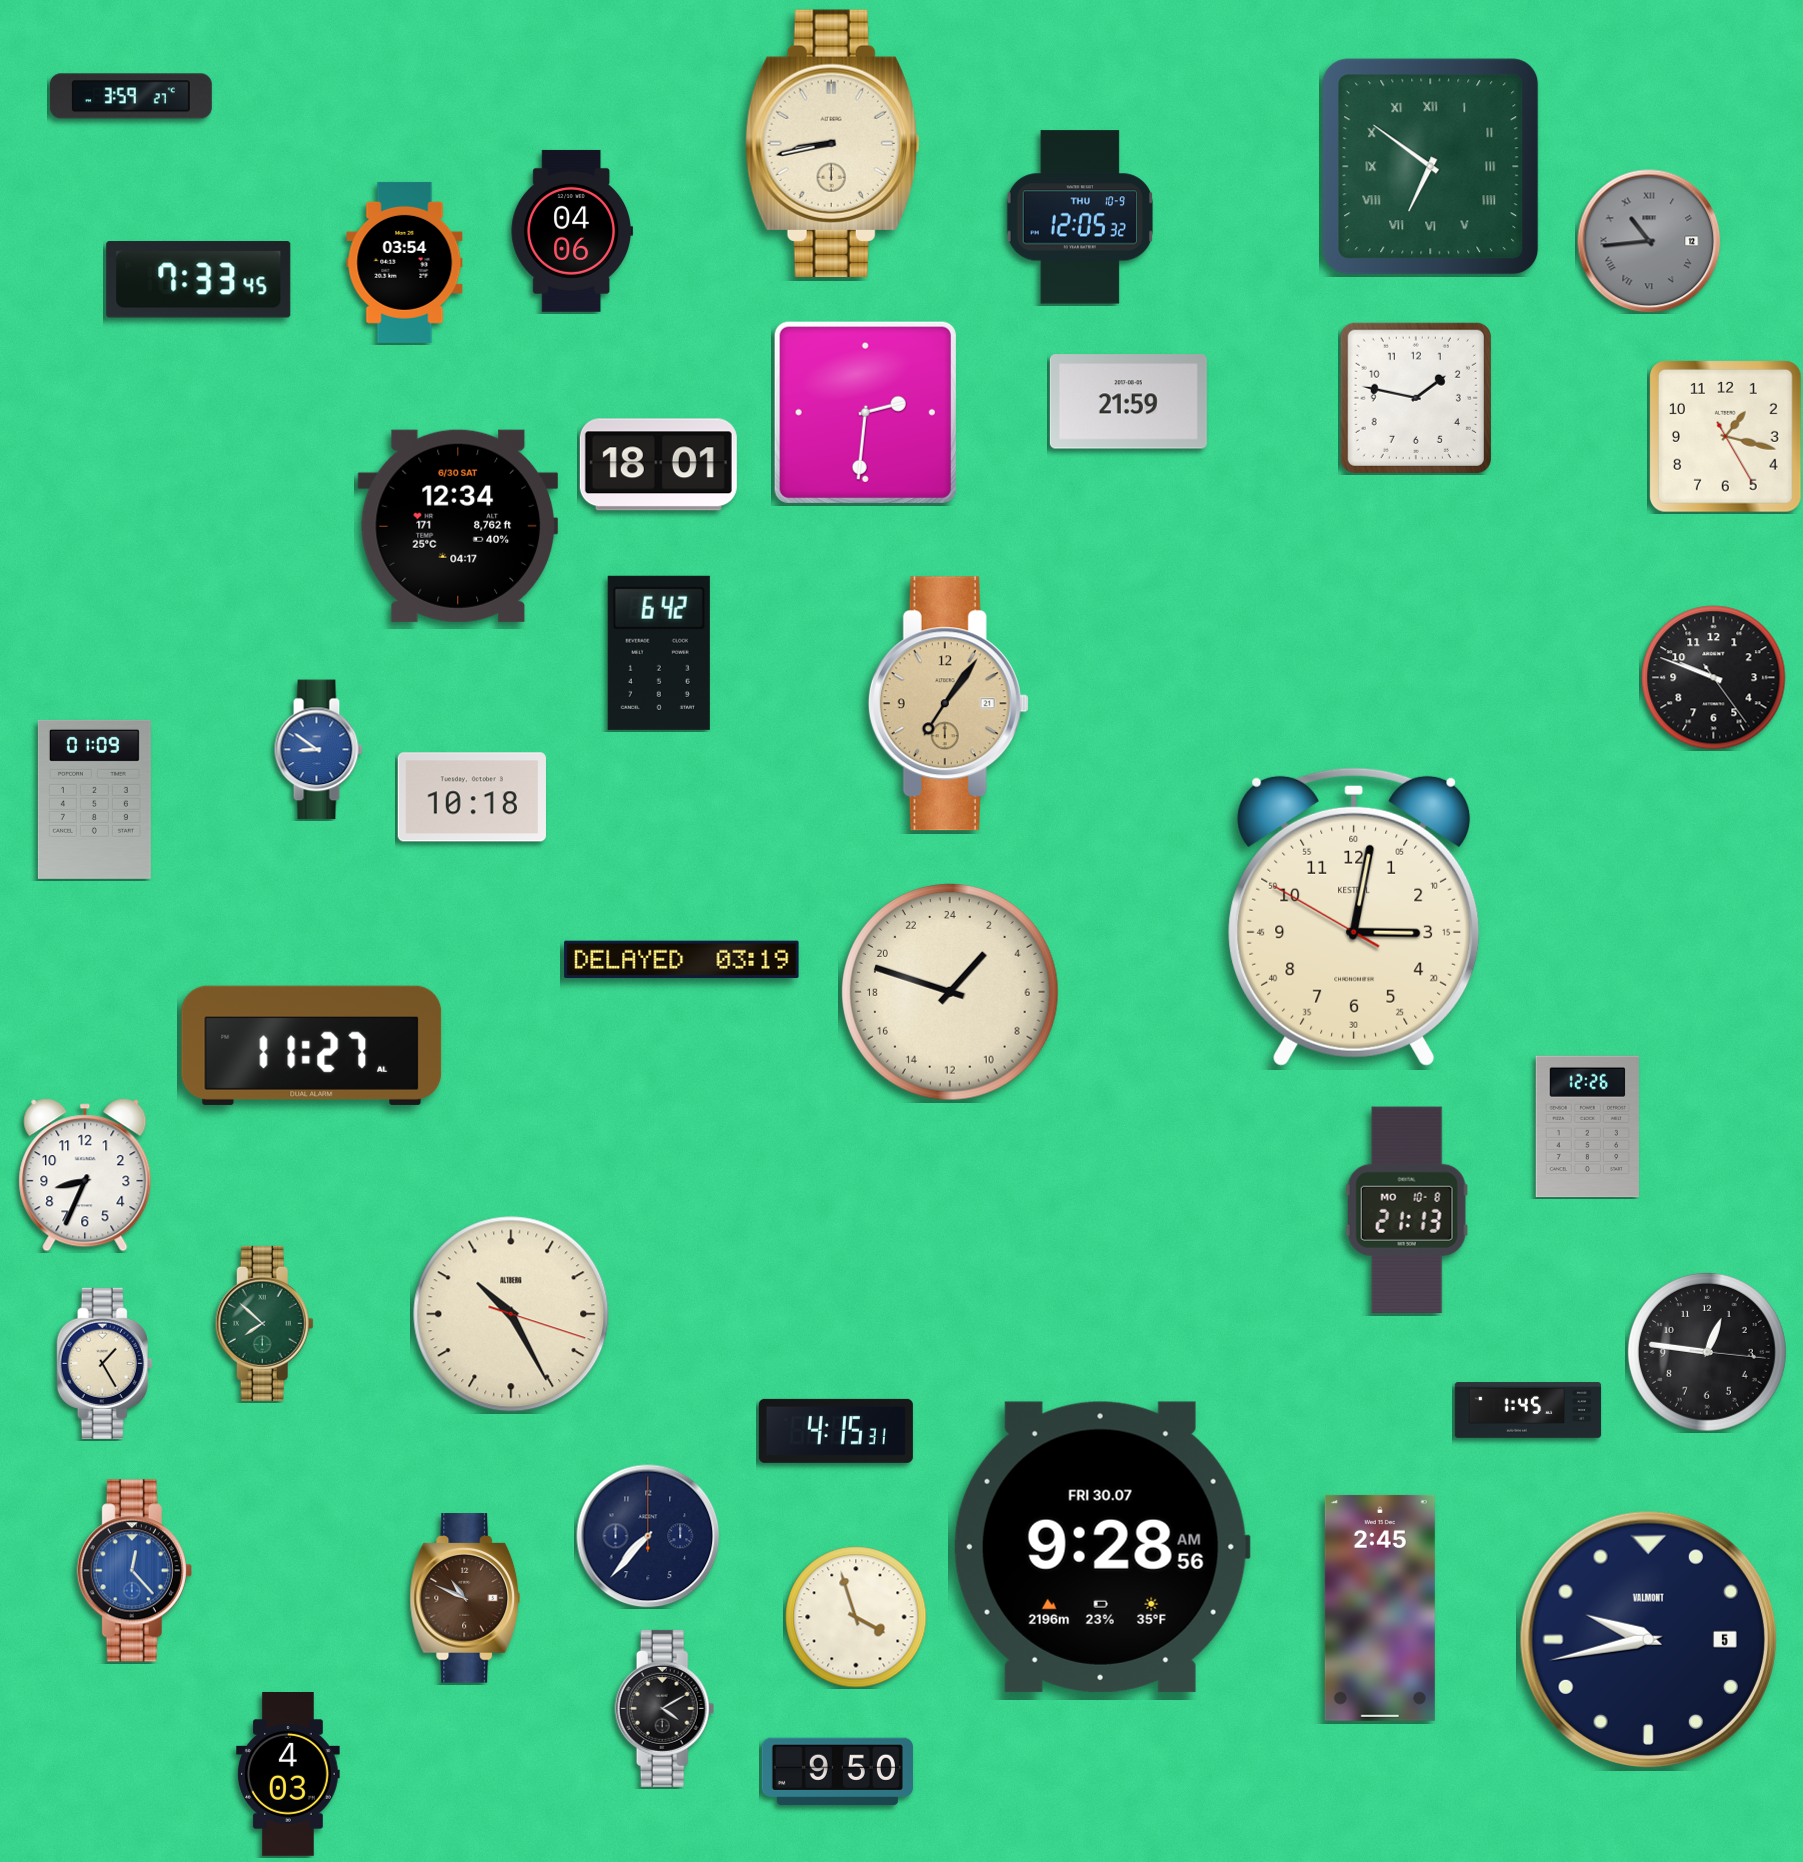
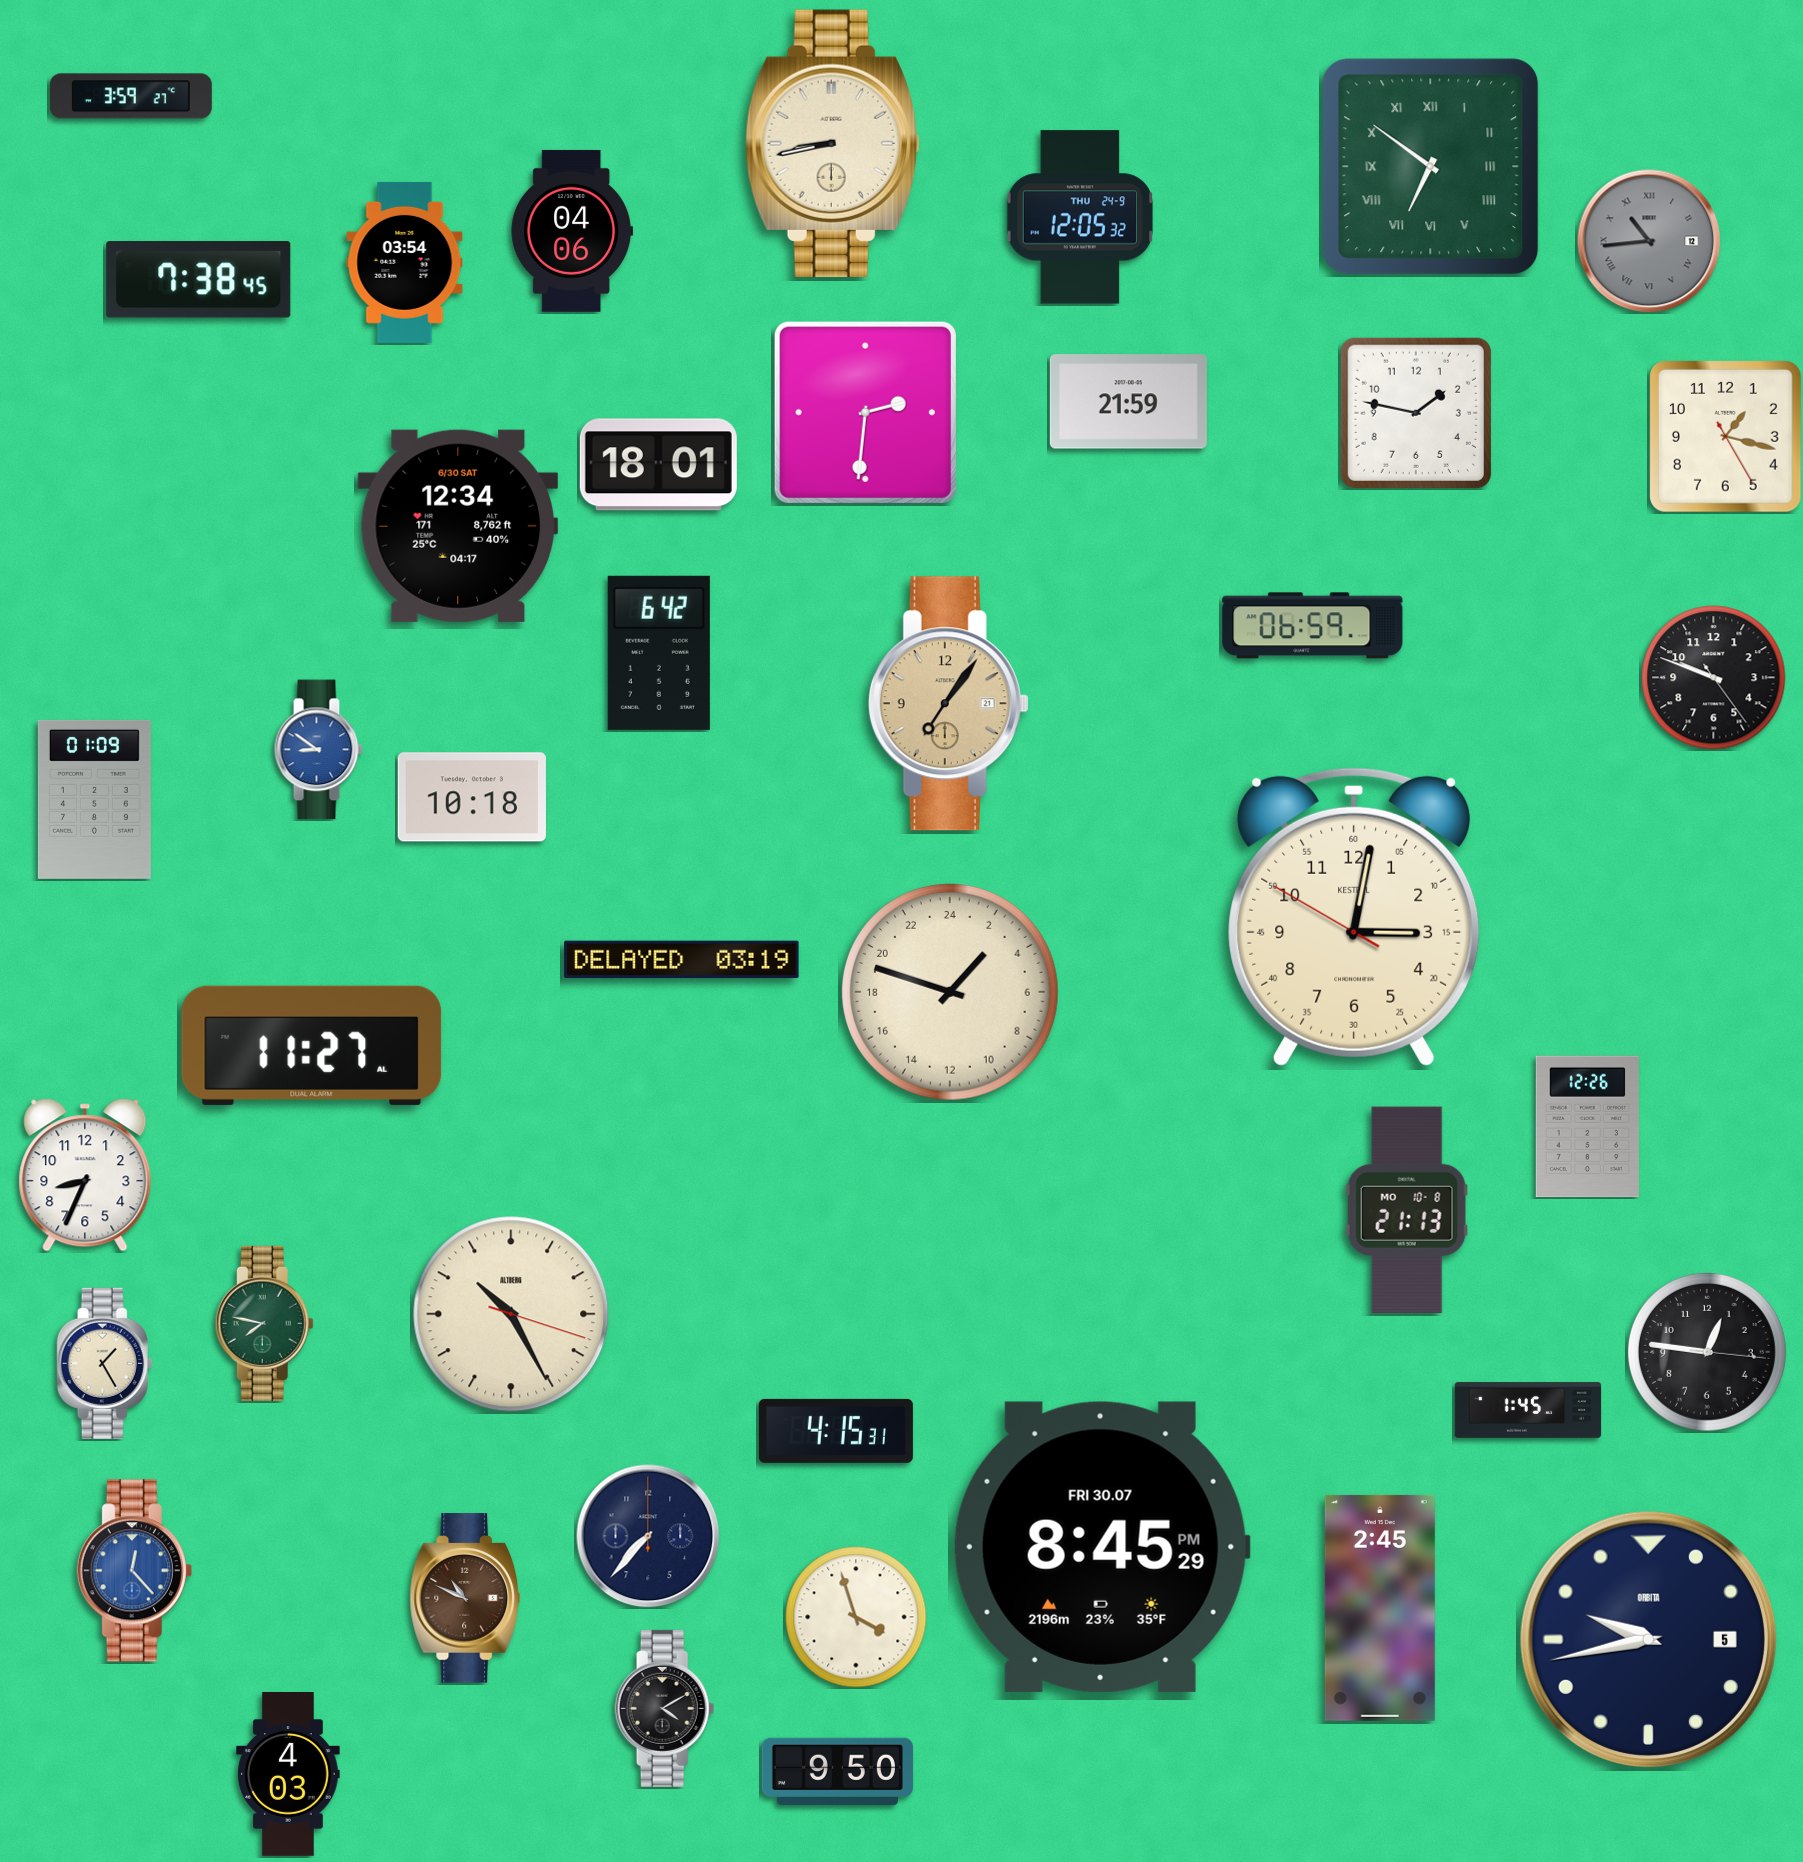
clock at (1079, 217) date: THU 10-9 -> THU 24-9
clock at (199, 280): 7:33 -> 7:38
clock at (1416, 398) position: (1416, 398) -> (1416, 413)
clock at (1313, 626): none -> 06:59
clock at (264, 1323): 7:52 -> 7:47
clock at (1102, 1547): 9:28 -> 8:45
clock at (1648, 1639) brand: VALMONT -> ORBITA
